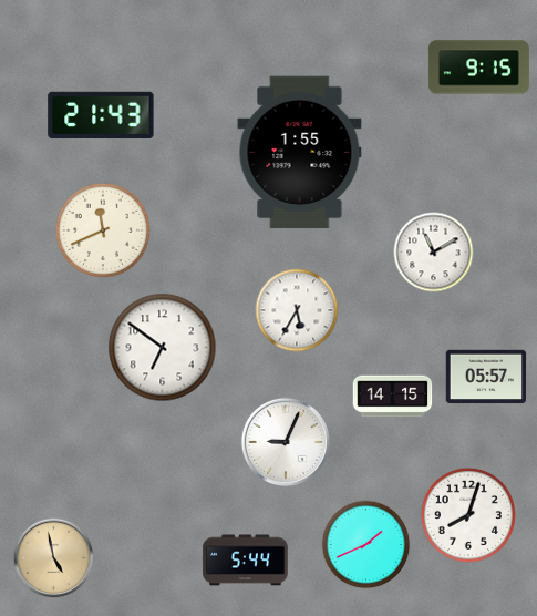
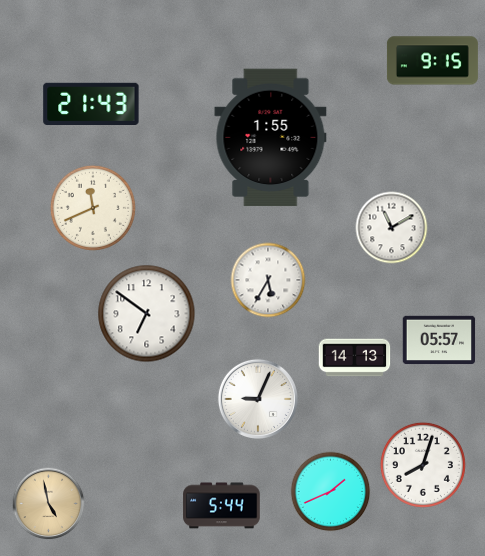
clock at (393, 397): 14:15 -> 14:13
